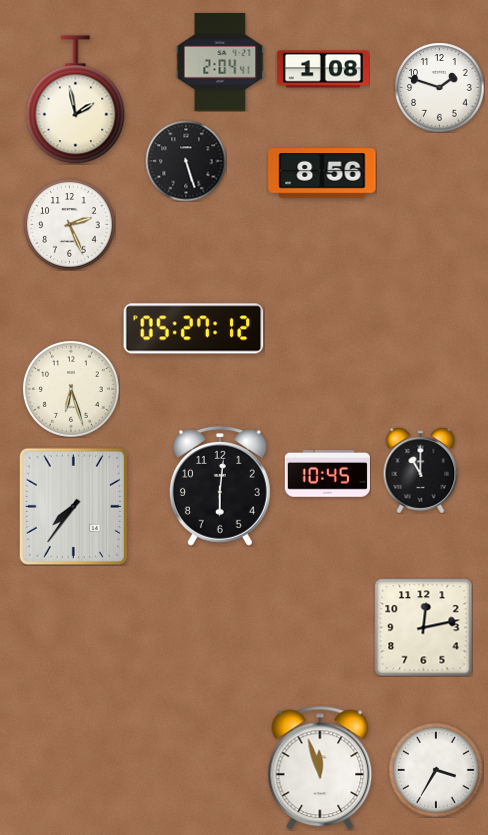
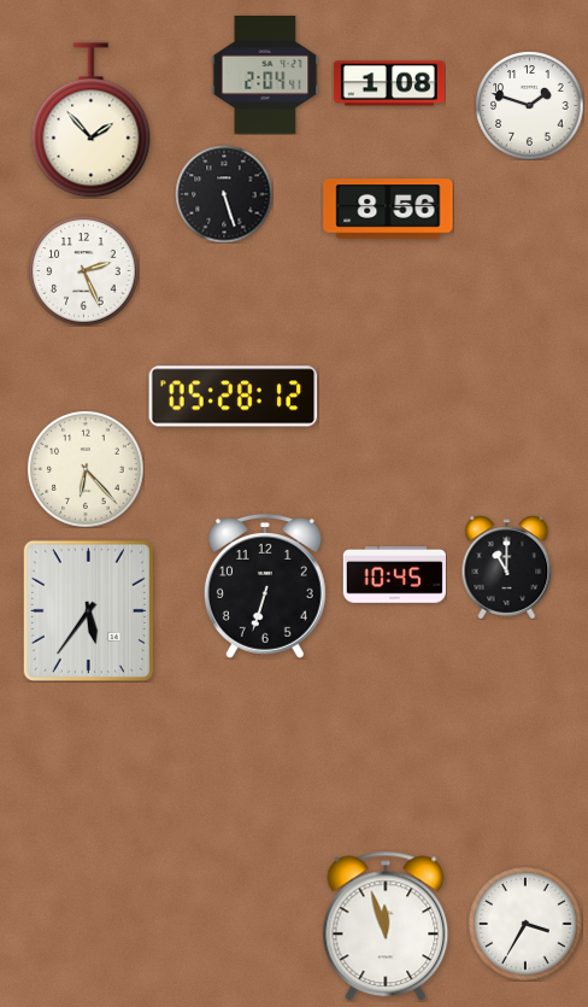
clock at (76, 100): 1:58 -> 1:53
clock at (194, 329): 05:27 -> 05:28
clock at (71, 389): 6:27 -> 6:23
clock at (327, 474) position: (327, 474) -> (394, 575)
clock at (220, 487): 6:01 -> 6:33
clock at (73, 506): 7:36 -> 5:36
clock at (423, 627): 12:13 -> none
clock at (436, 770) position: (436, 770) -> (525, 924)
